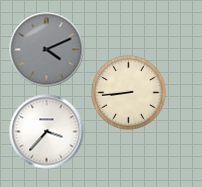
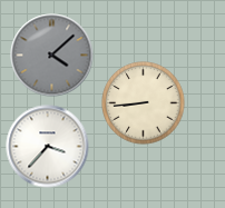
clock at (47, 50): 4:11 -> 4:08
clock at (47, 132) position: (47, 132) -> (48, 147)
